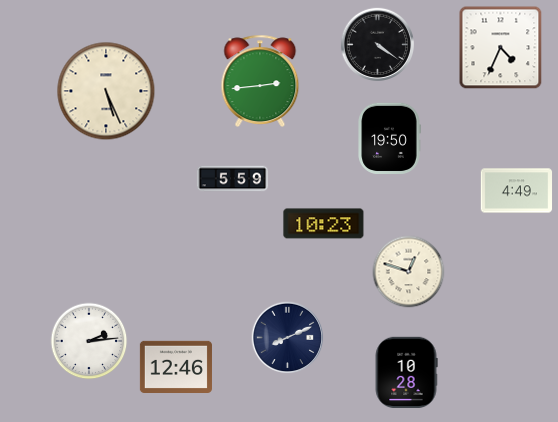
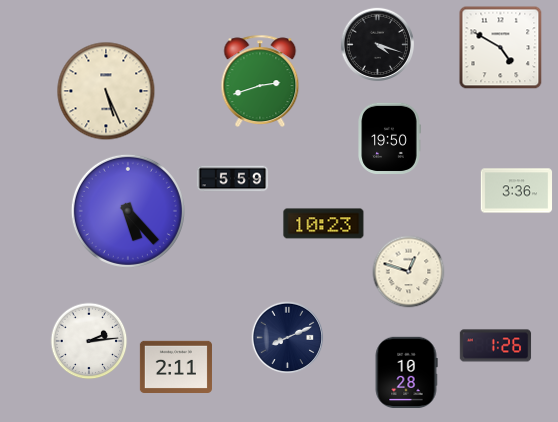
clock at (377, 44): 4:21 -> 4:18
clock at (501, 48): 4:34 -> 4:50
clock at (260, 80): 2:44 -> 2:42
clock at (517, 191): 4:49 -> 3:36
clock at (128, 211): none -> 5:23
clock at (496, 346): none -> 1:26
clock at (176, 366): 12:46 -> 2:11
